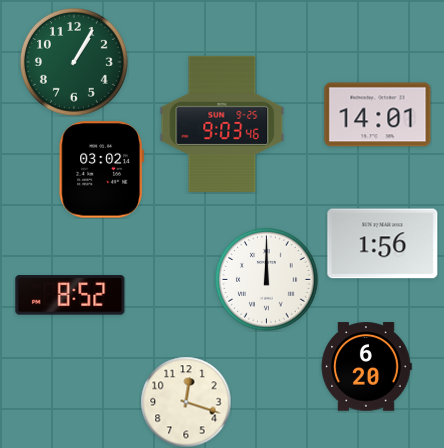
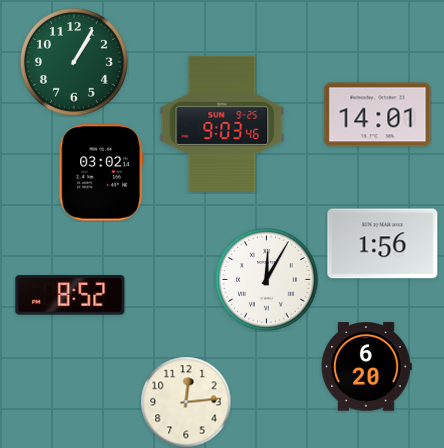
clock at (101, 170) position: (101, 170) -> (101, 173)
clock at (267, 280): 12:00 -> 12:05
clock at (186, 402): 12:18 -> 12:14
